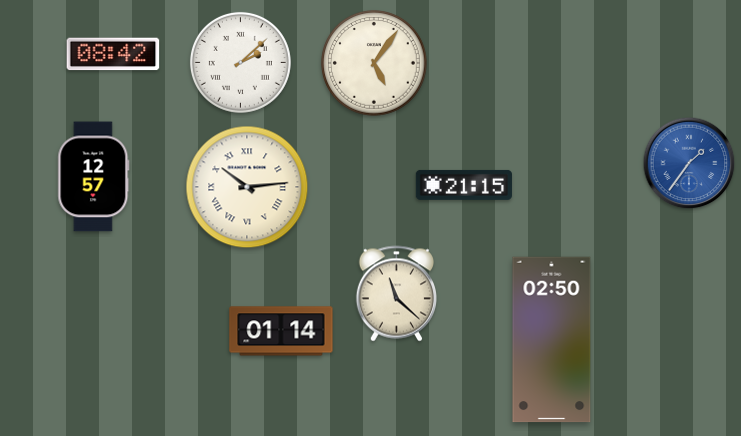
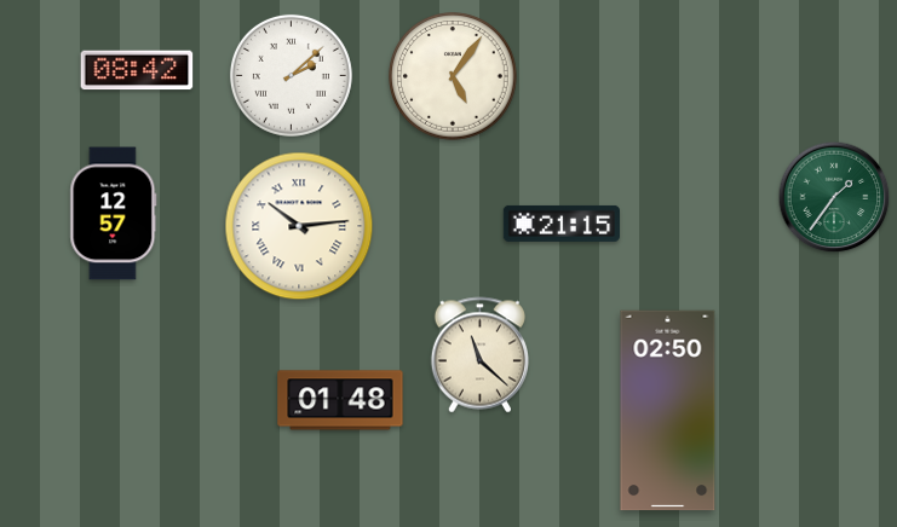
clock at (113, 54) position: (113, 54) -> (137, 70)
clock at (689, 163) dial: blue -> green
clock at (281, 331): 01:14 -> 01:48
